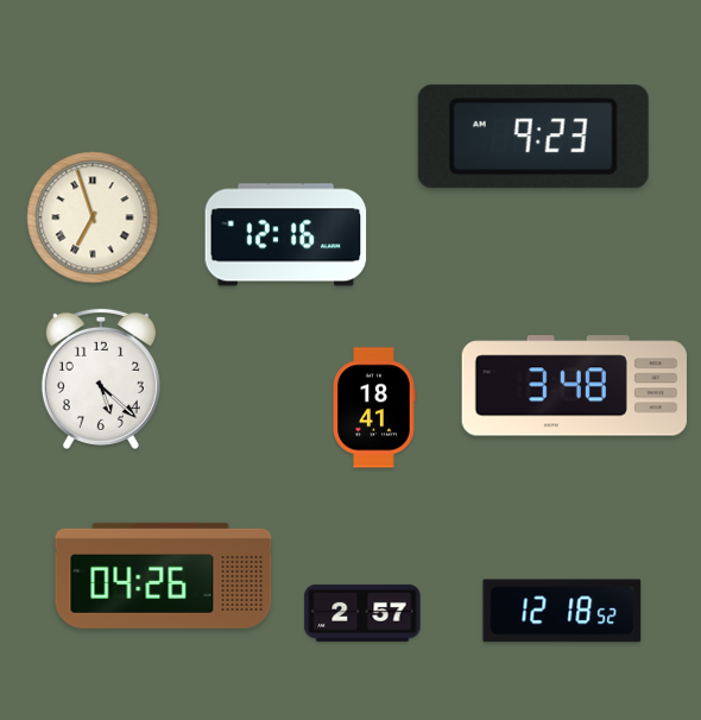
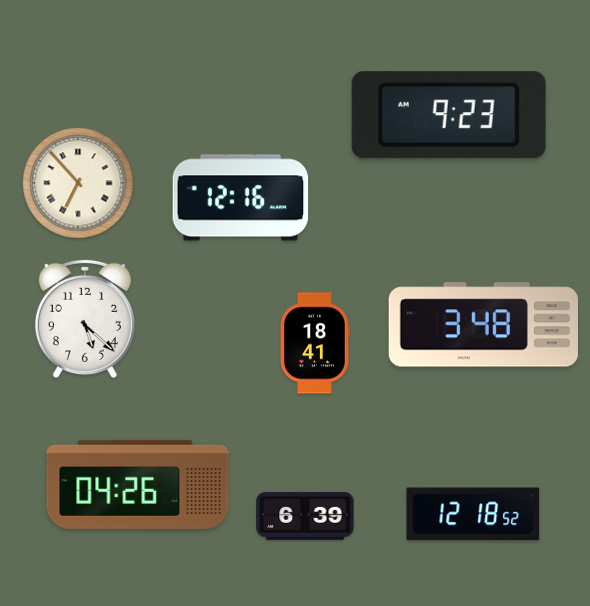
clock at (93, 217): 6:57 -> 6:53
clock at (362, 613): 2:57 -> 6:39
